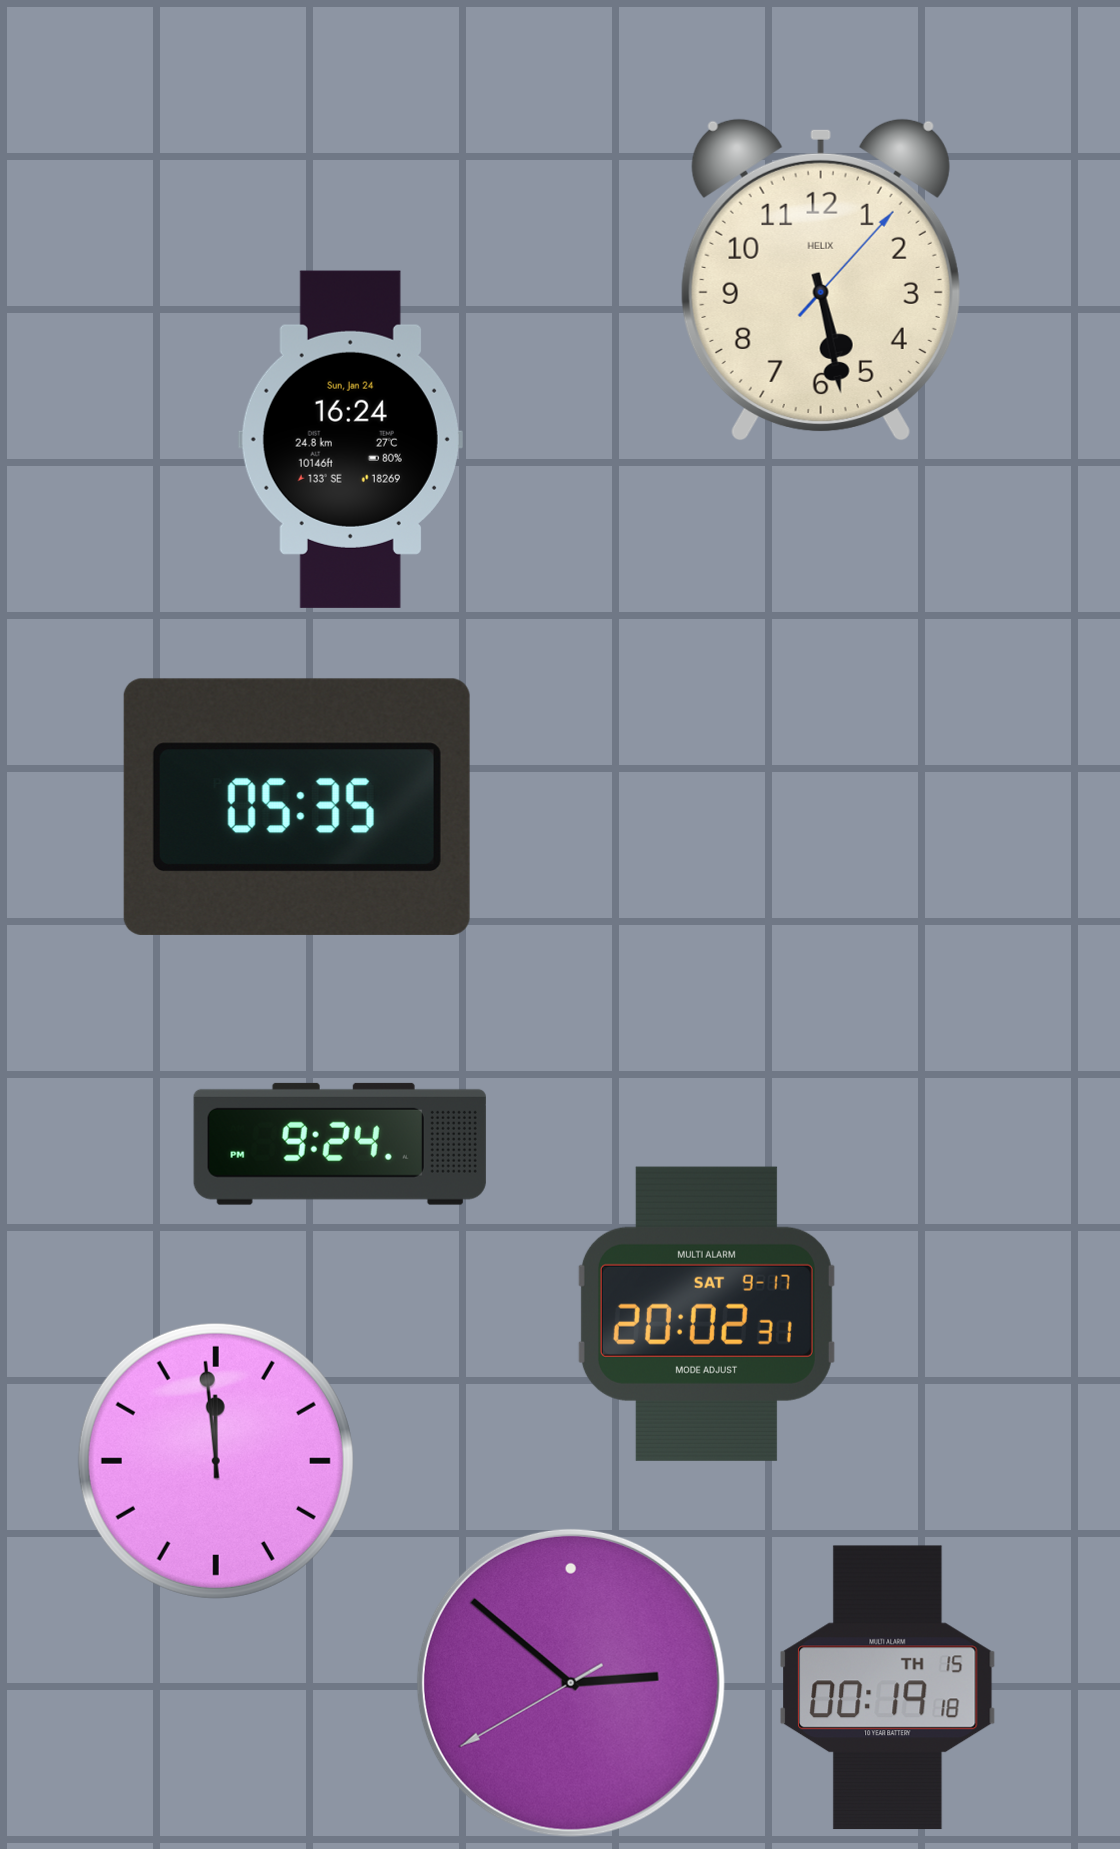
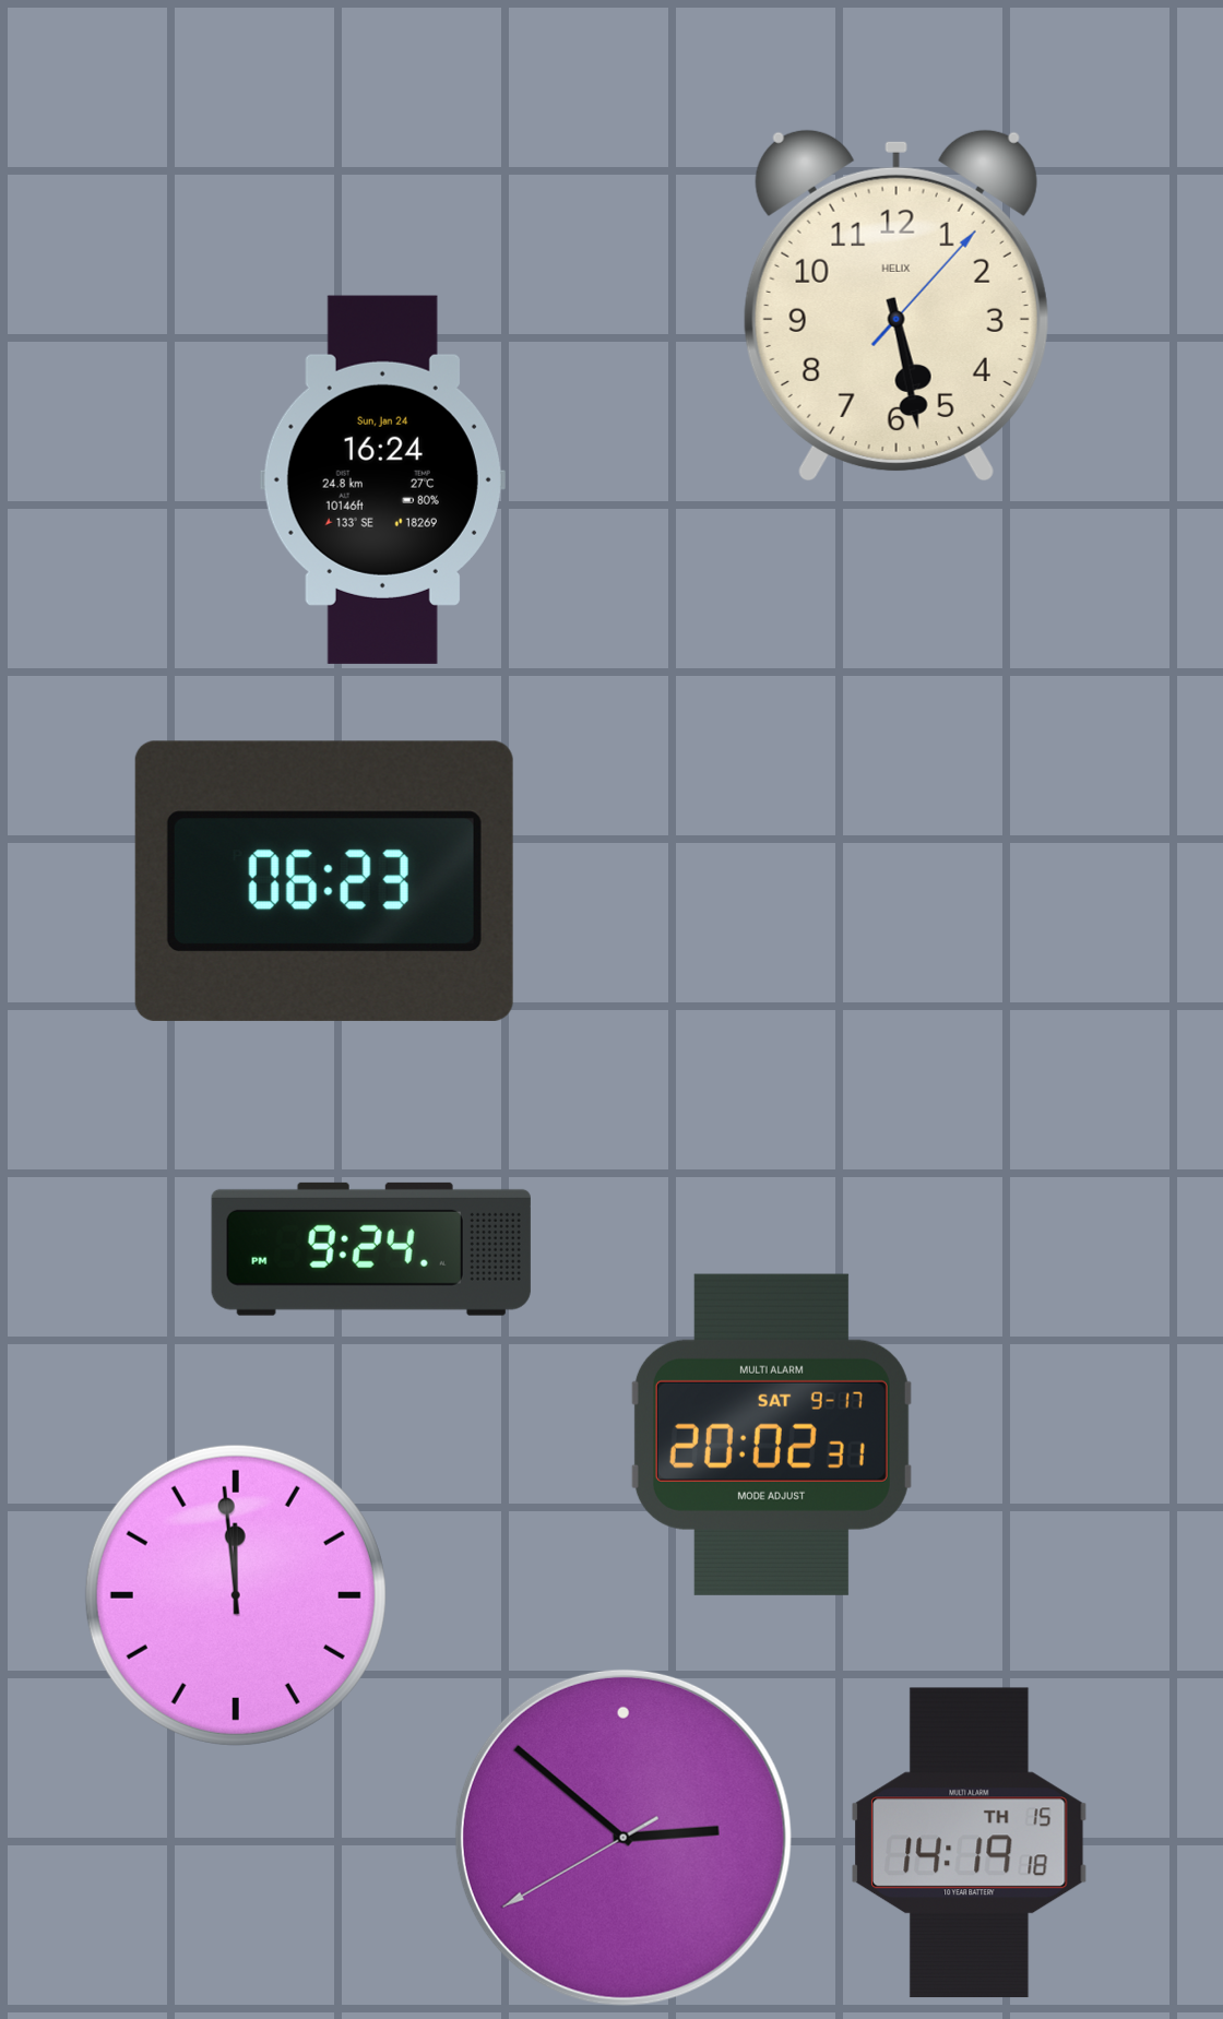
clock at (297, 807): 05:35 -> 06:23
clock at (888, 1688): 00:19 -> 14:19
